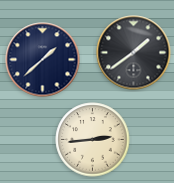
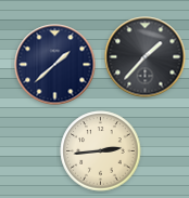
clock at (134, 53): 1:39 -> 1:37
clock at (43, 60) position: (43, 60) -> (55, 65)
